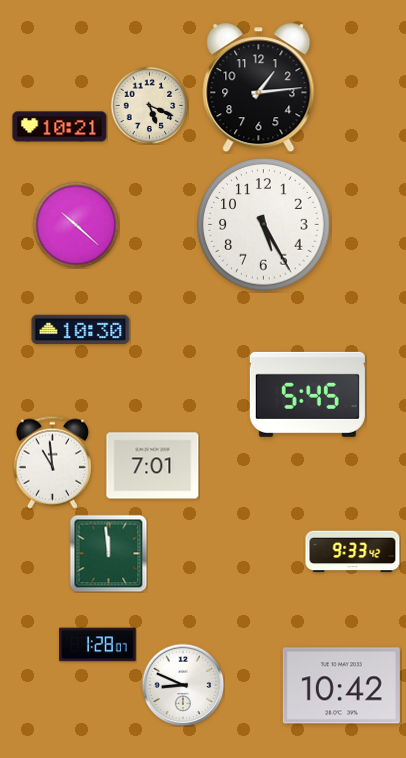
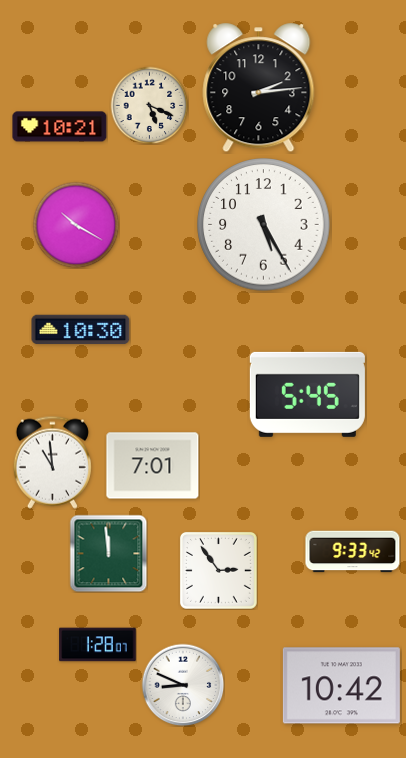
clock at (259, 88): 1:14 -> 2:14
clock at (76, 225): 10:22 -> 10:20
clock at (218, 570): none -> 2:54
